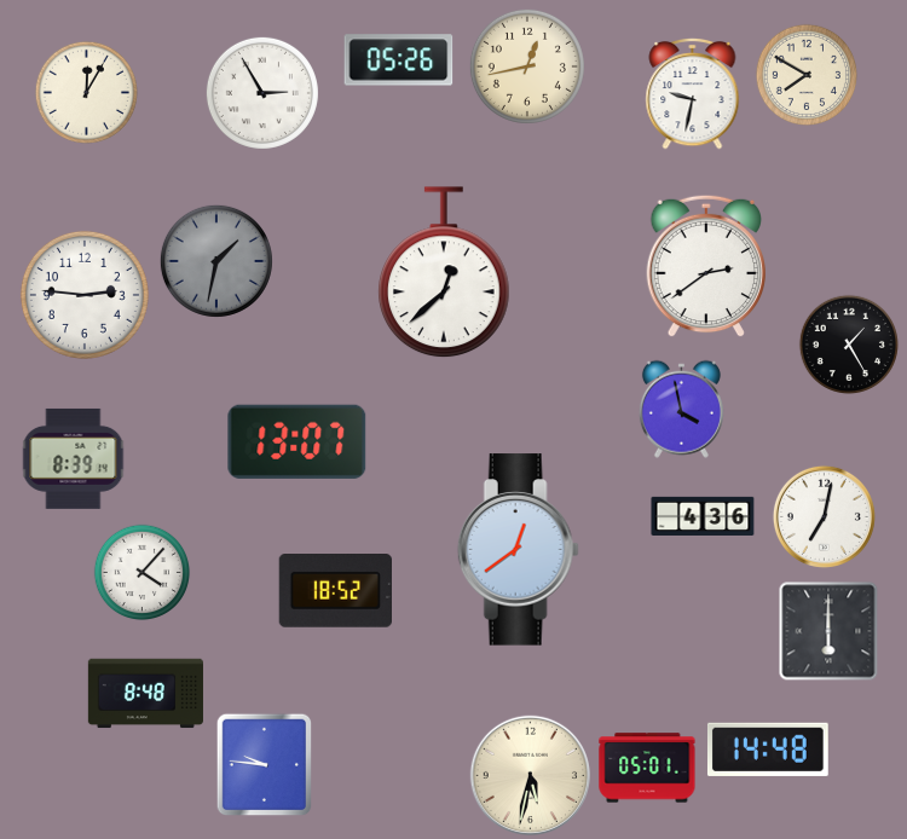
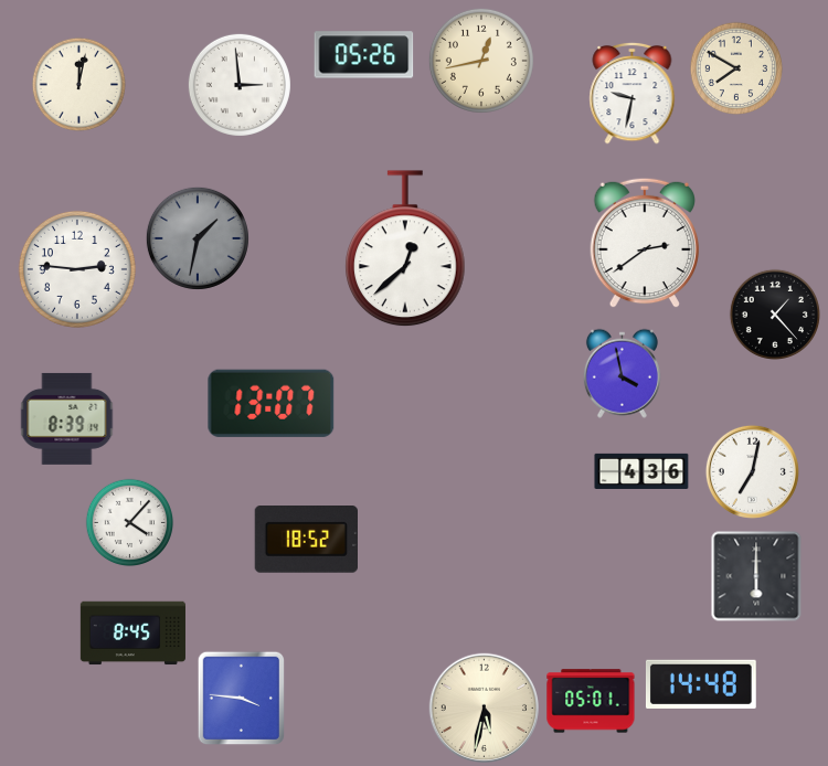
clock at (86, 92): 12:05 -> 12:02
clock at (262, 93): 2:55 -> 2:59
clock at (693, 93) position: (693, 93) -> (633, 93)
clock at (848, 343): 1:25 -> 1:23
clock at (518, 550): 12:39 -> none
clock at (145, 694): 8:48 -> 8:45
clock at (265, 765): 9:46 -> 3:46
